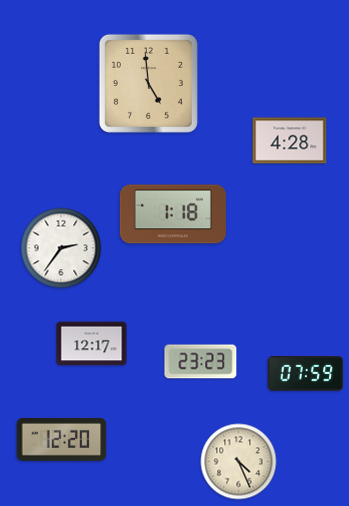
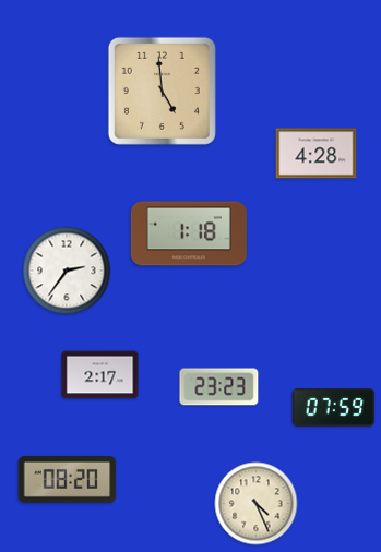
clock at (92, 344): 12:17 -> 2:17
clock at (201, 362) position: (201, 362) -> (219, 387)
clock at (62, 439): 12:20 -> 08:20
clock at (239, 462) position: (239, 462) -> (257, 504)
